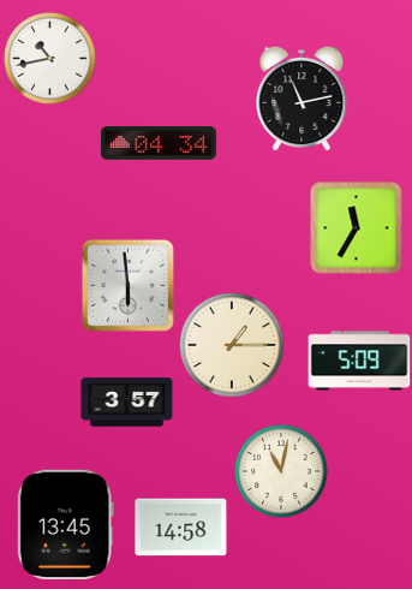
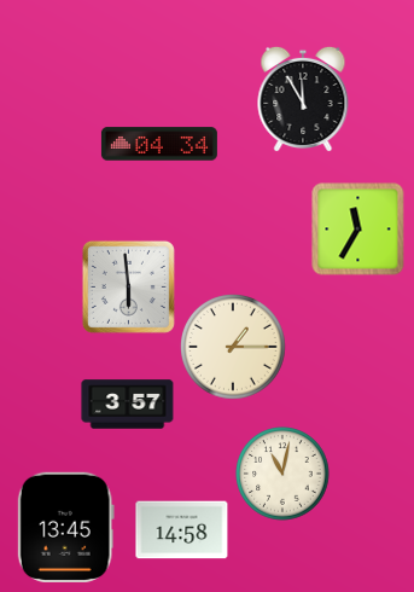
clock at (50, 59): 10:43 -> none
clock at (301, 99): 11:13 -> 11:55
clock at (359, 361): 5:09 -> none
